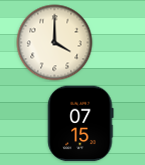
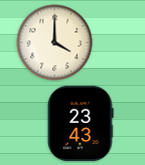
clock at (81, 124): 07:15 -> 23:43
